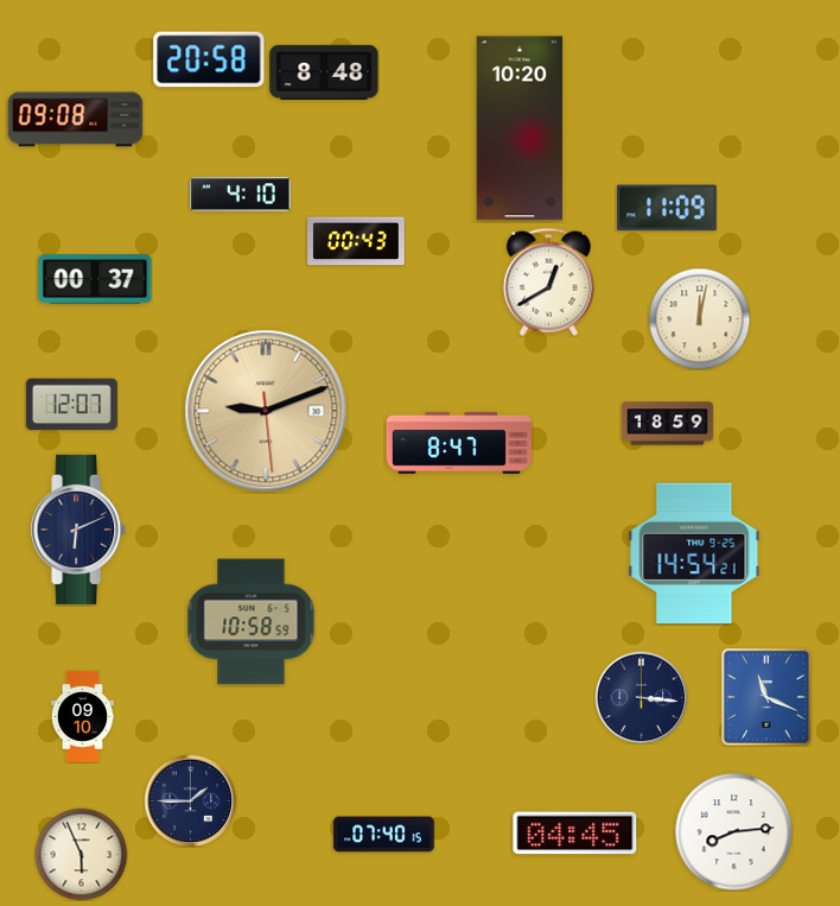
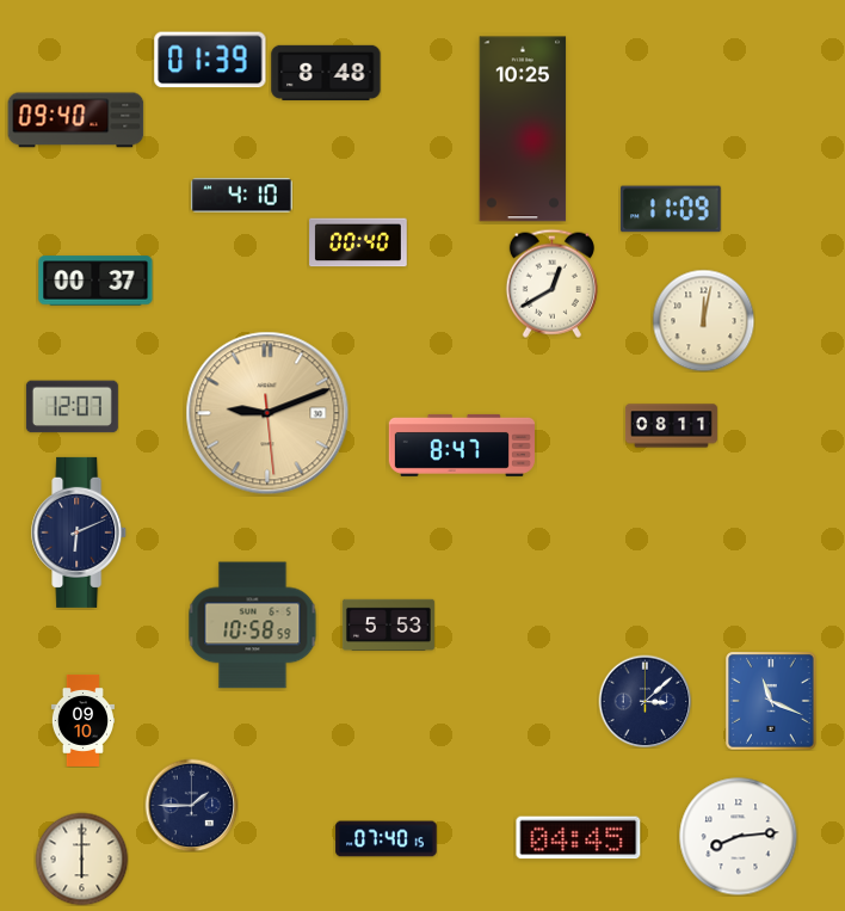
clock at (209, 59): 20:58 -> 01:39
clock at (76, 120): 09:08 -> 09:40
clock at (520, 128): 10:20 -> 10:25
clock at (356, 241): 00:43 -> 00:40
clock at (667, 424): 18:59 -> 08:11
clock at (694, 553): 14:54 -> none
clock at (388, 624): none -> 5:53
clock at (641, 697): 3:16 -> 3:08
clock at (81, 854): 5:56 -> 6:00
